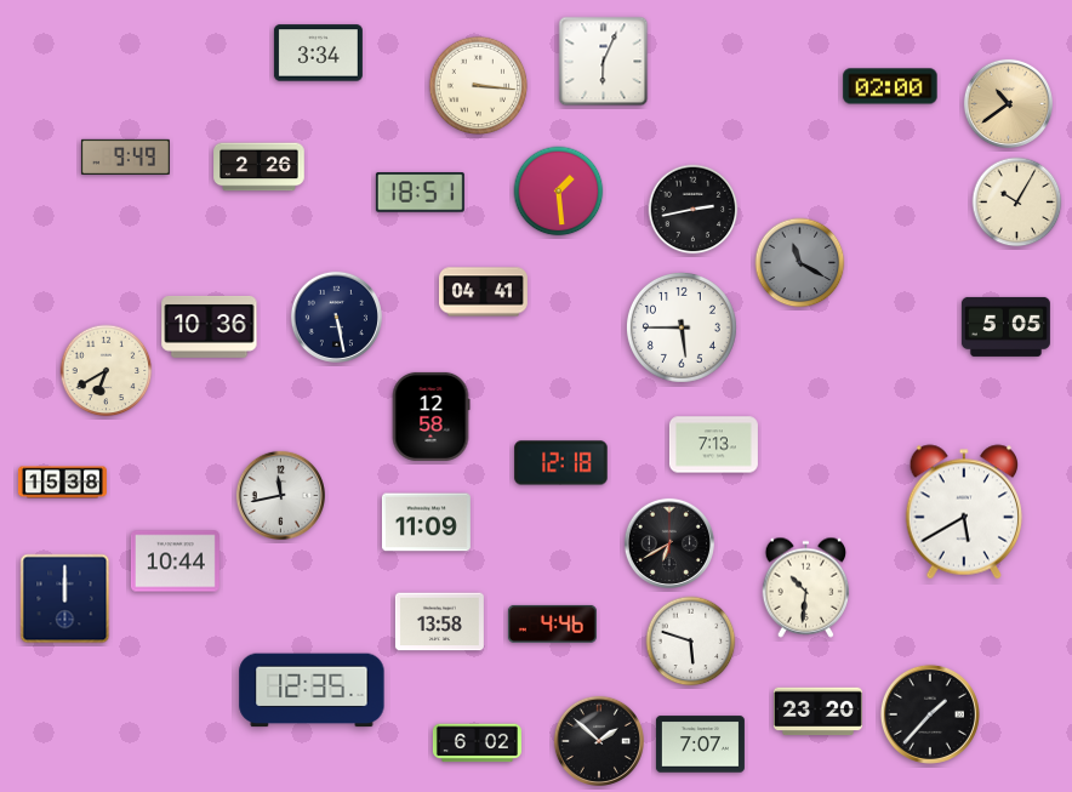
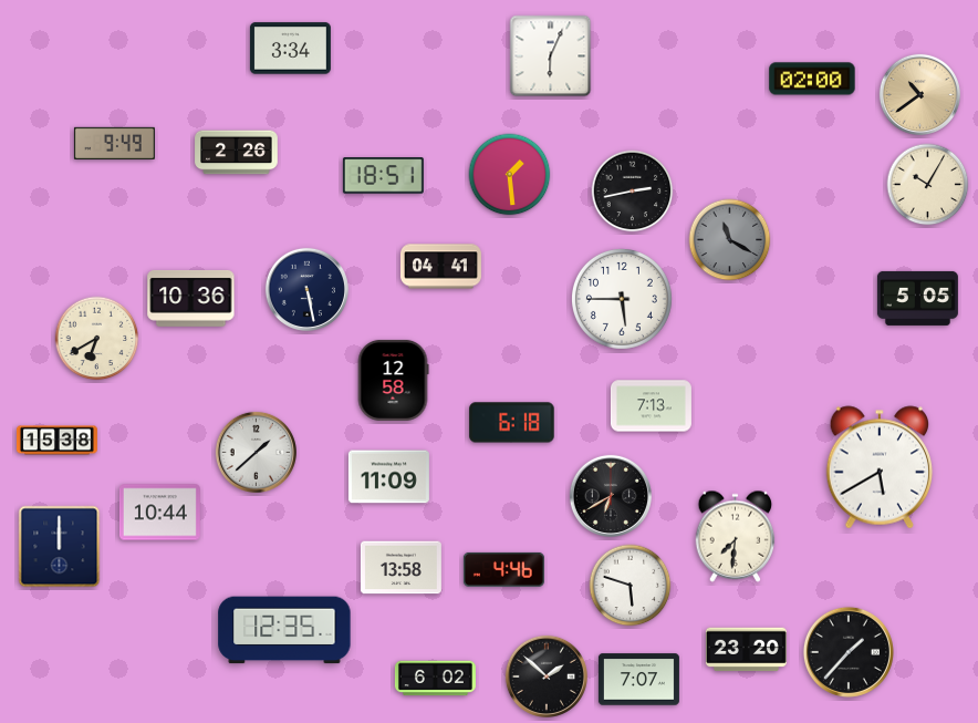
clock at (479, 86): 3:16 -> none
clock at (561, 463): 12:18 -> 6:18
clock at (280, 495): 11:43 -> 1:38
clock at (806, 587): 10:31 -> 7:31
